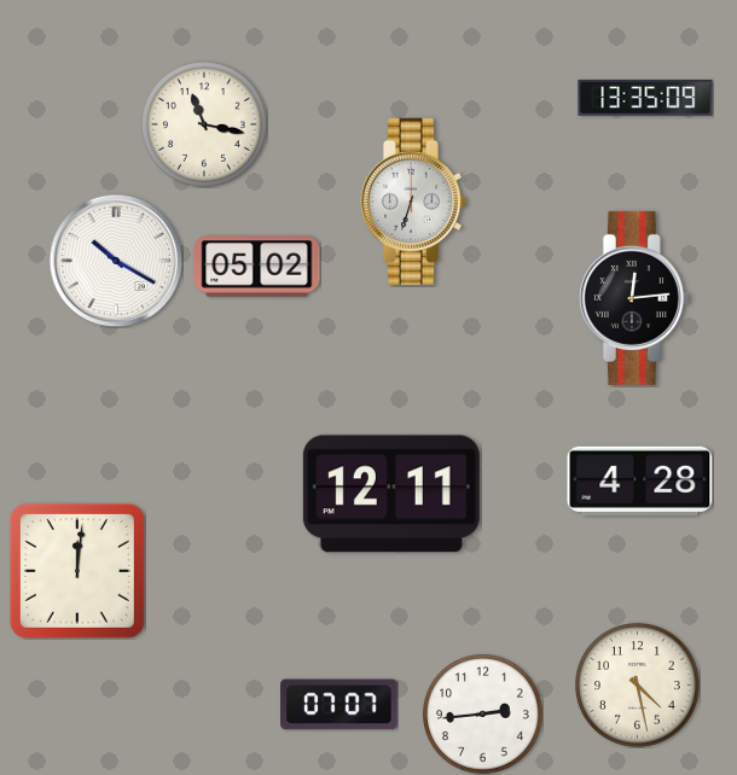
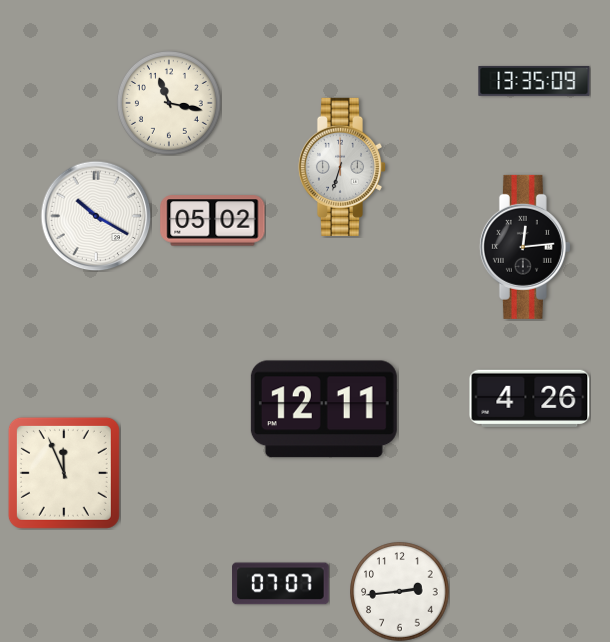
clock at (640, 480): 4:28 -> 4:26
clock at (77, 571): 12:01 -> 11:56
clock at (638, 686): 4:28 -> none
